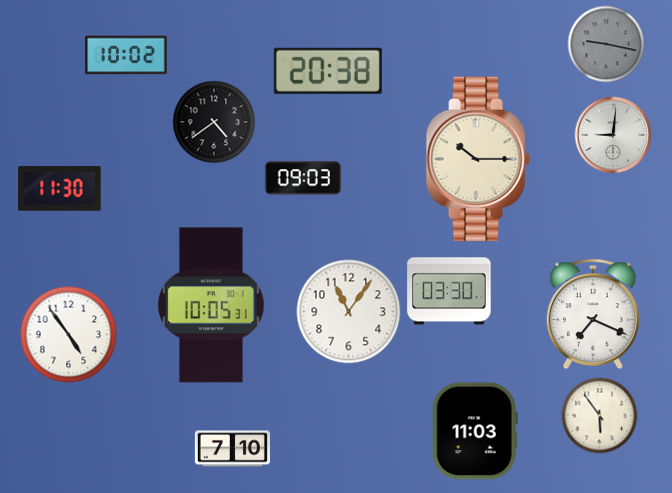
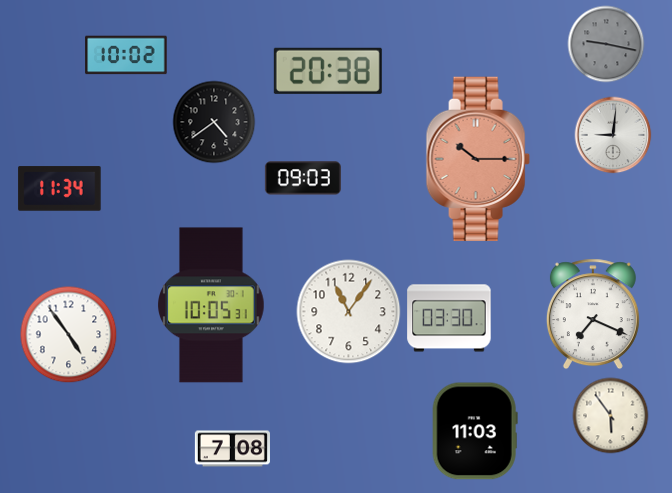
clock at (478, 159) dial: cream -> salmon
clock at (60, 189): 11:30 -> 11:34
clock at (449, 291) position: (449, 291) -> (449, 318)
clock at (600, 416) position: (600, 416) -> (611, 416)
clock at (232, 449): 7:10 -> 7:08
